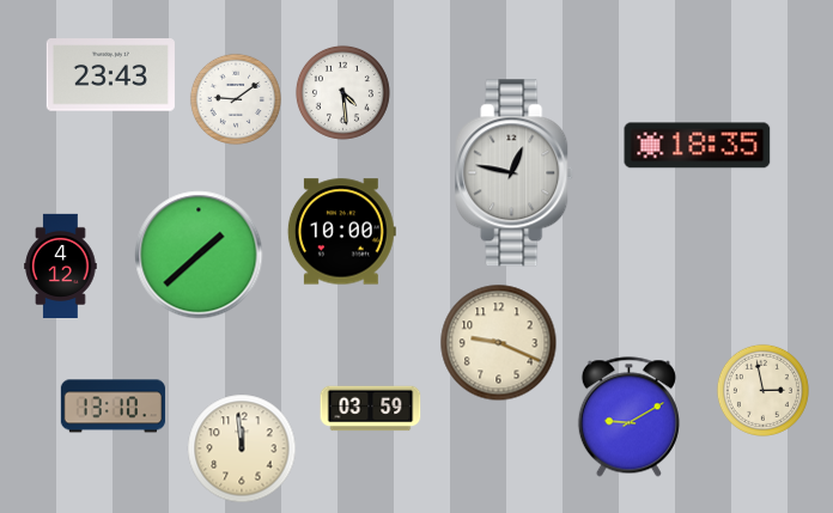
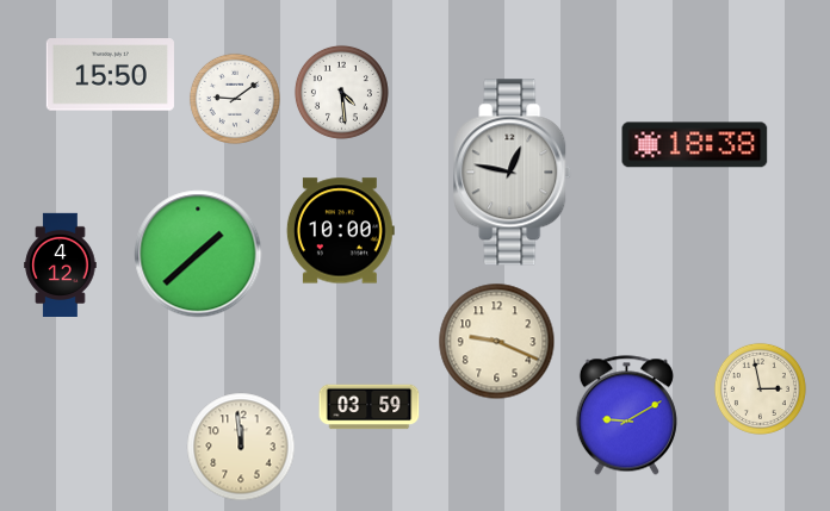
clock at (110, 75): 23:43 -> 15:50
clock at (698, 146): 18:35 -> 18:38
clock at (113, 407): 13:10 -> none
